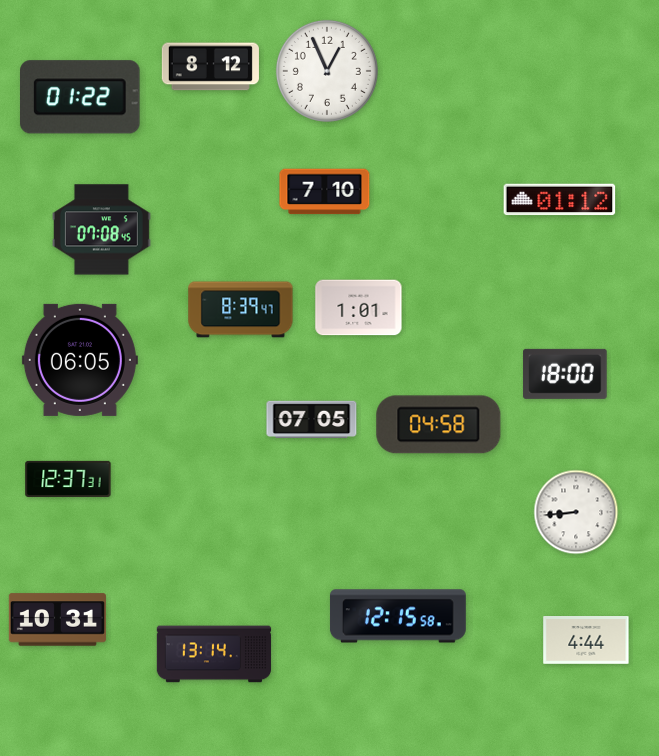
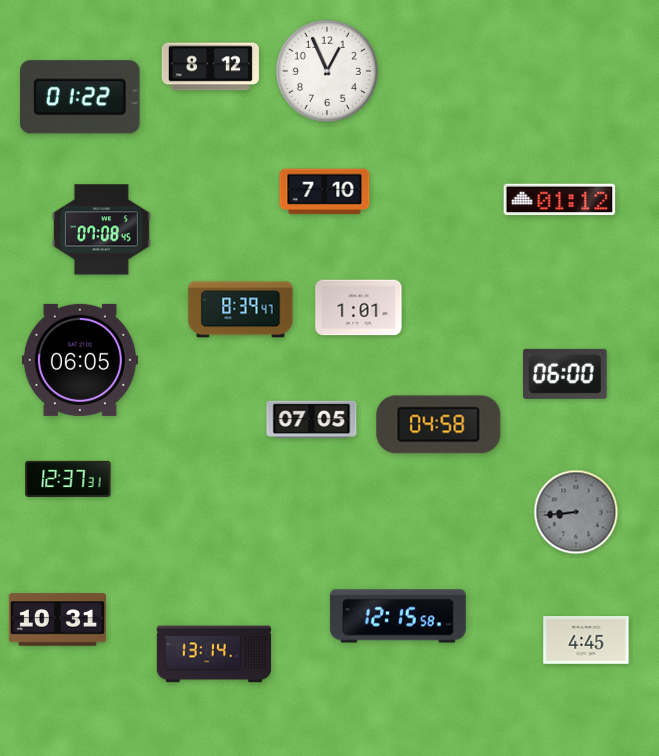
clock at (565, 374): 18:00 -> 06:00
clock at (576, 512) dial: white -> grey
clock at (586, 641): 4:44 -> 4:45
